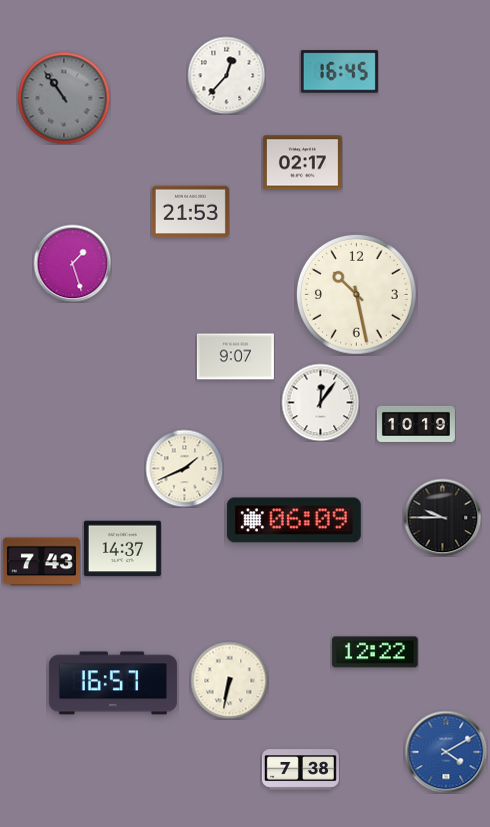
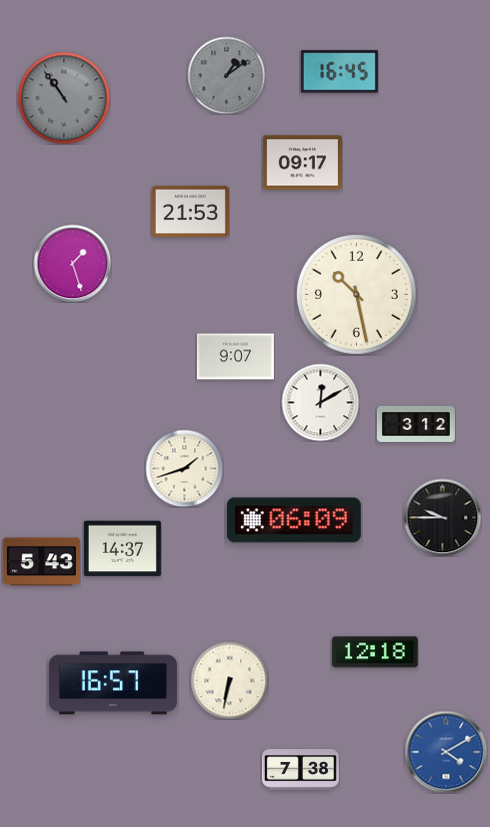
clock at (226, 75): 12:37 -> 1:09
clock at (226, 75) dial: white -> grey
clock at (302, 163): 02:17 -> 09:17
clock at (320, 402): 12:06 -> 12:10
clock at (416, 424): 10:19 -> 3:12
clock at (184, 468): 1:41 -> 1:42
clock at (41, 562): 7:43 -> 5:43
clock at (375, 652): 12:22 -> 12:18
